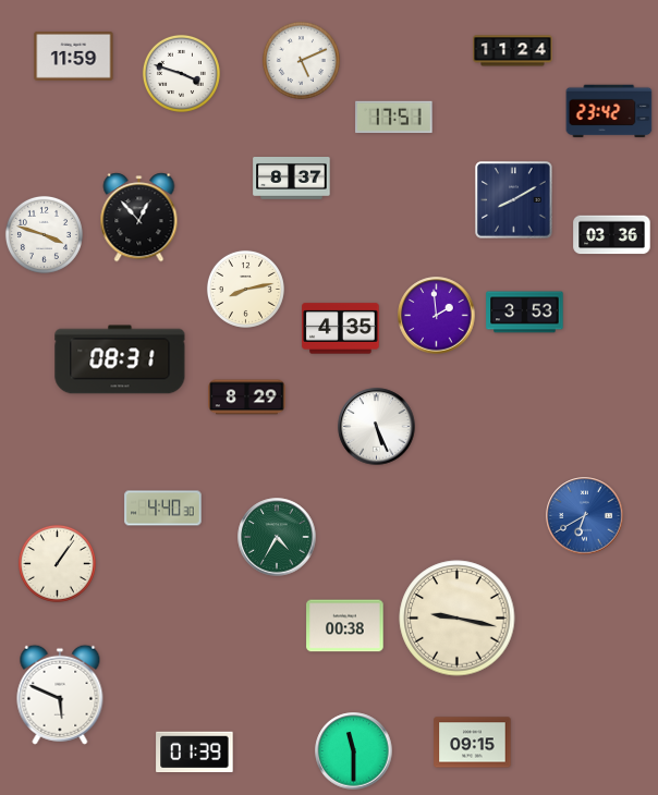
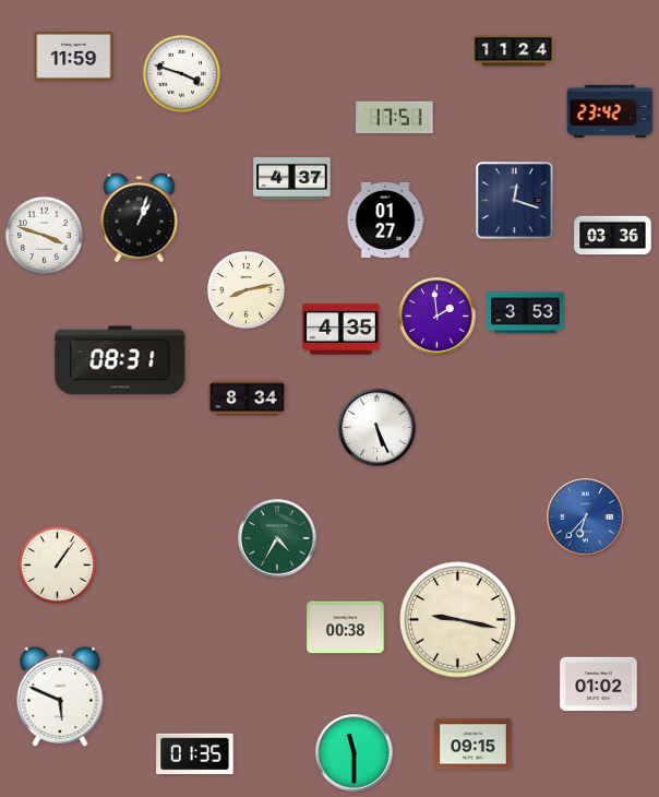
clock at (301, 60): 5:11 -> none
clock at (292, 179): 8:37 -> 4:37
clock at (514, 200): 8:10 -> 12:18
clock at (139, 218): 12:53 -> 1:03
clock at (385, 219): none -> 01:27
clock at (247, 397): 8:29 -> 8:34
clock at (163, 509): 4:40 -> none
clock at (585, 516): 6:40 -> 6:37
clock at (599, 685): none -> 01:02
clock at (195, 753): 01:39 -> 01:35
